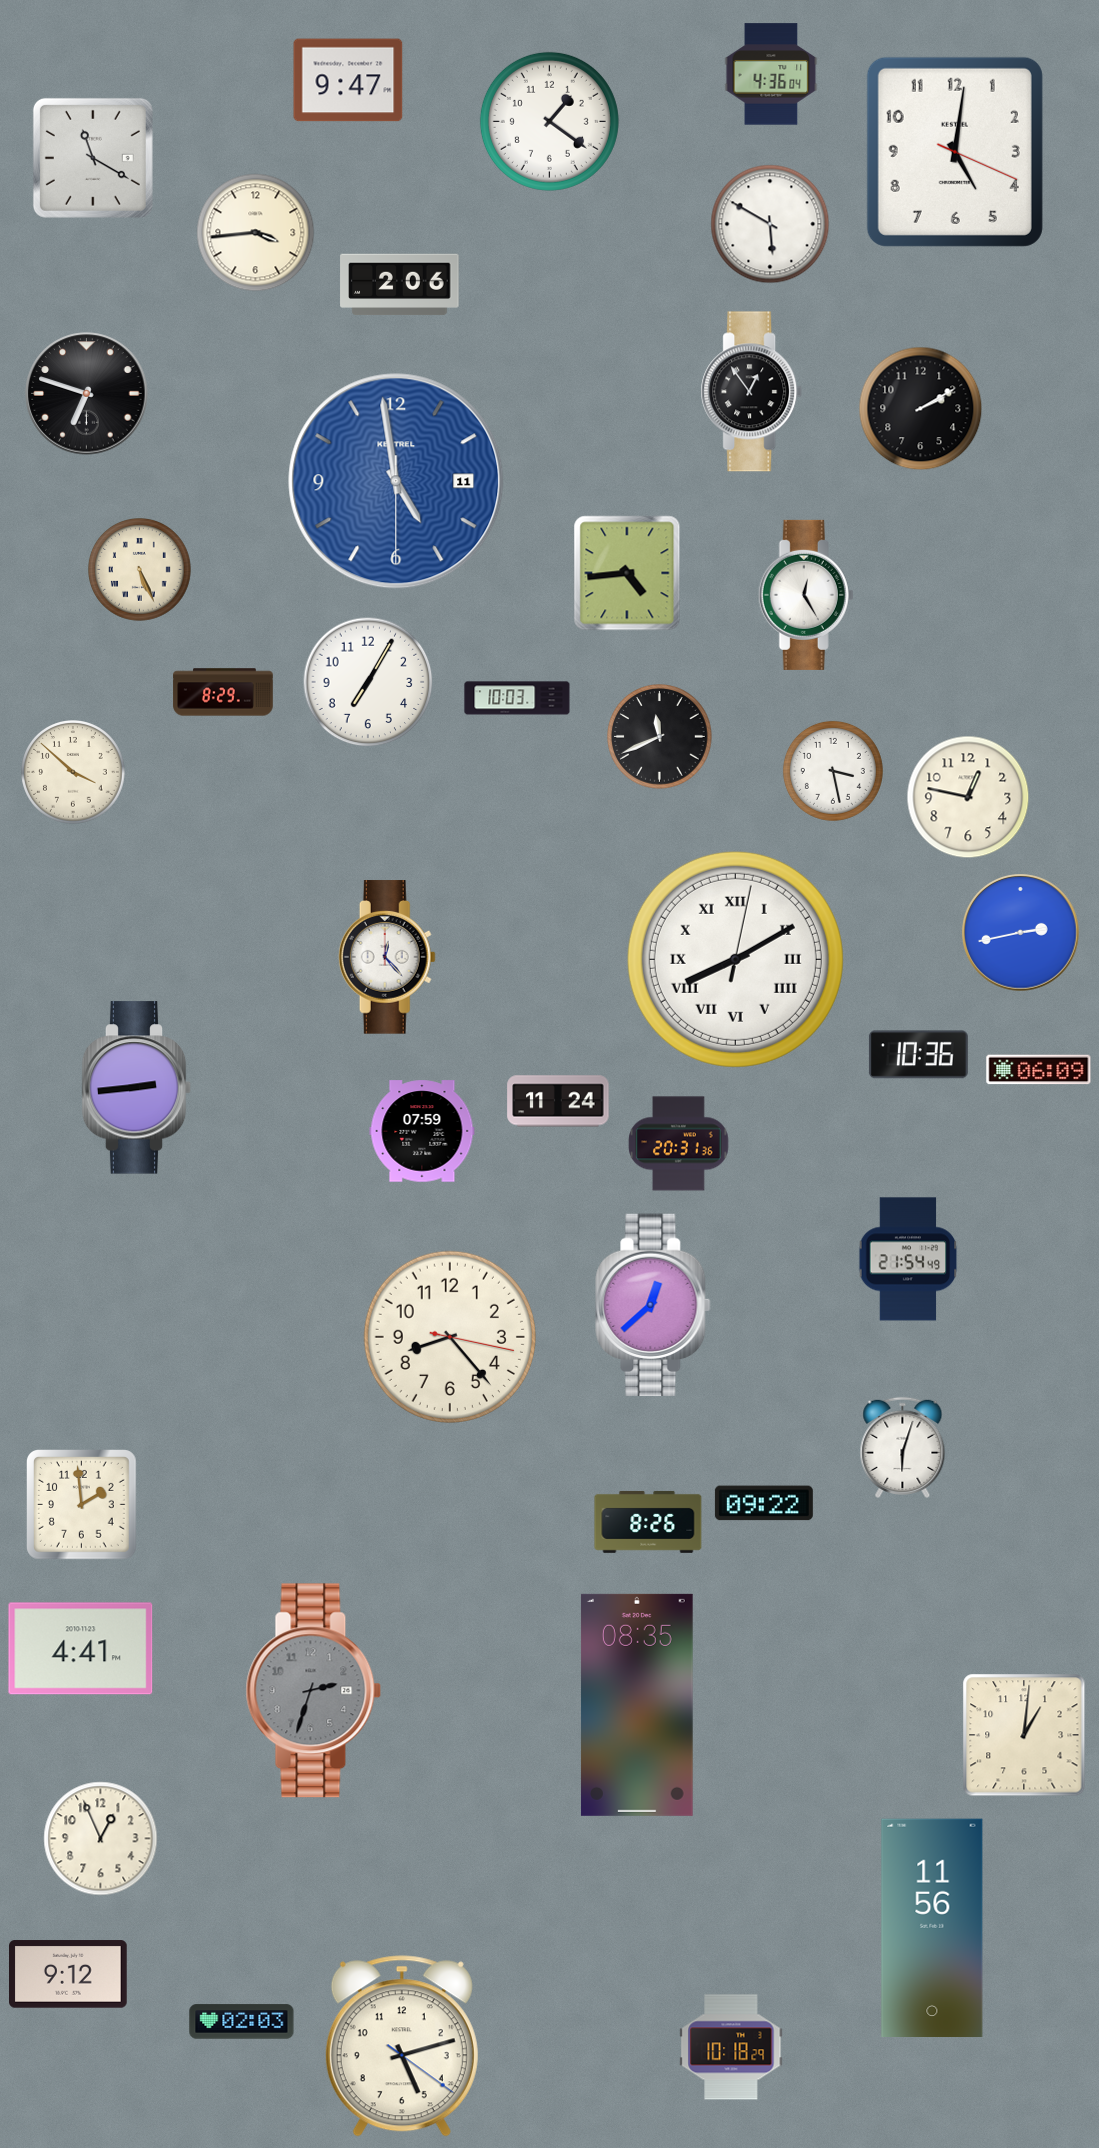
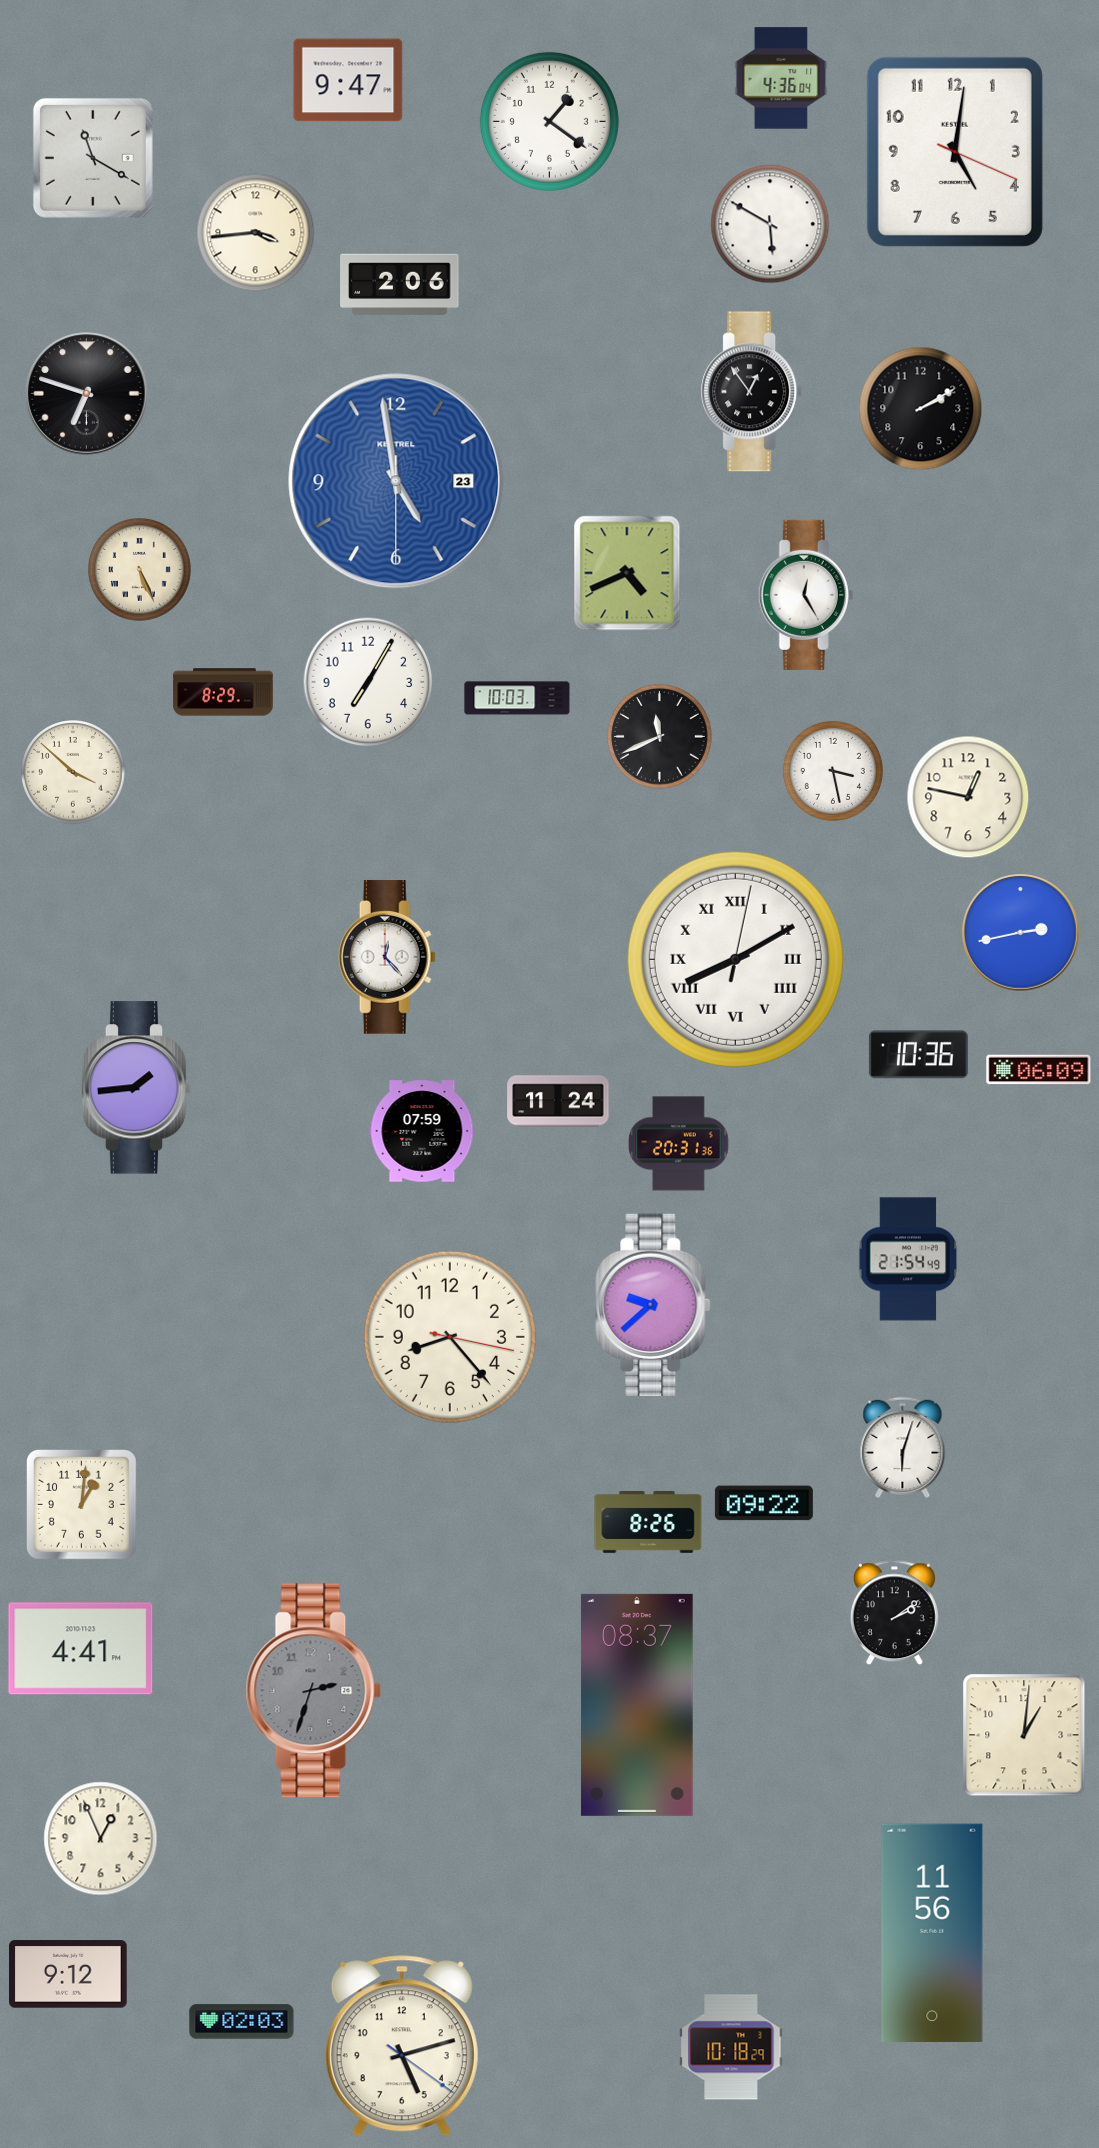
clock at (771, 74) position: (771, 74) -> (781, 78)
clock at (396, 481) date: 11 -> 23
clock at (627, 573): 4:44 -> 4:41
clock at (137, 1088): 2:44 -> 1:44
clock at (653, 1304): 12:38 -> 9:38
clock at (82, 1505): 1:59 -> 1:01
clock at (894, 1613): none -> 2:09
clock at (637, 1705): 08:35 -> 08:37
clock at (932, 1927) position: (932, 1927) -> (932, 1932)
